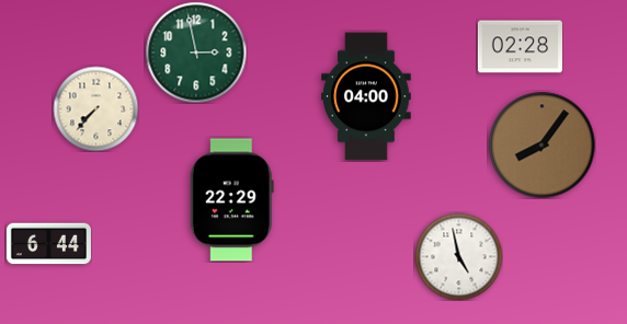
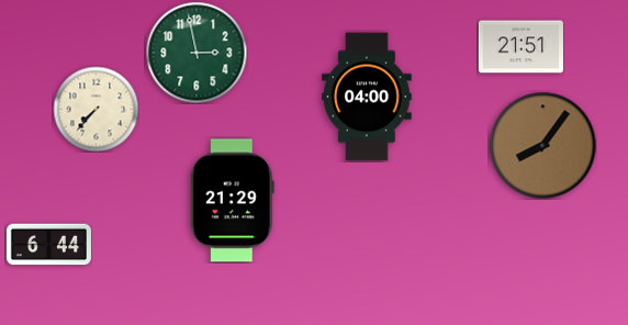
clock at (520, 47): 02:28 -> 21:51
clock at (231, 200): 22:29 -> 21:29
clock at (458, 256): 4:58 -> none
